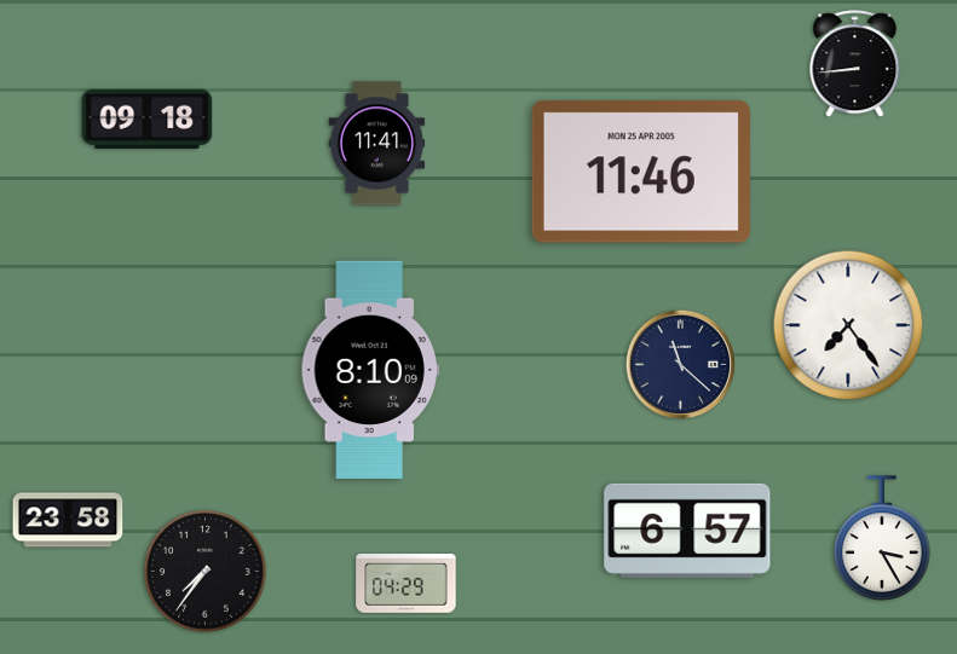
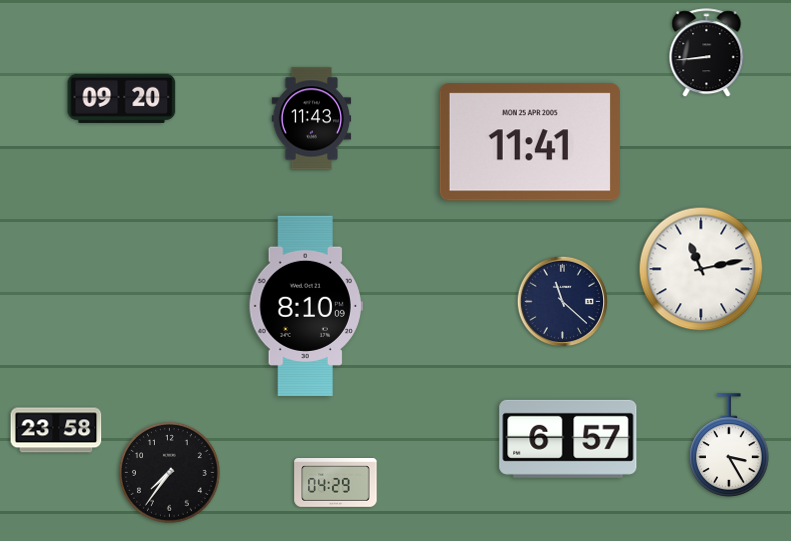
clock at (148, 118): 09:18 -> 09:20
clock at (377, 144): 11:41 -> 11:43
clock at (641, 172): 11:46 -> 11:41
clock at (848, 325): 7:24 -> 11:13
